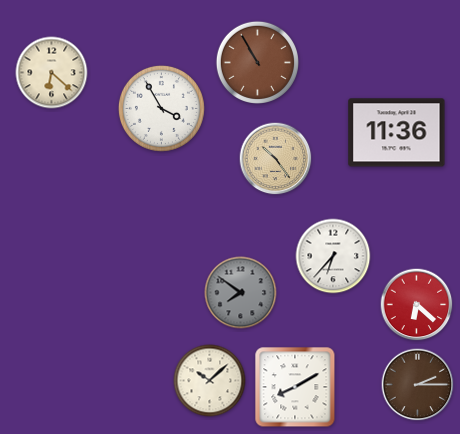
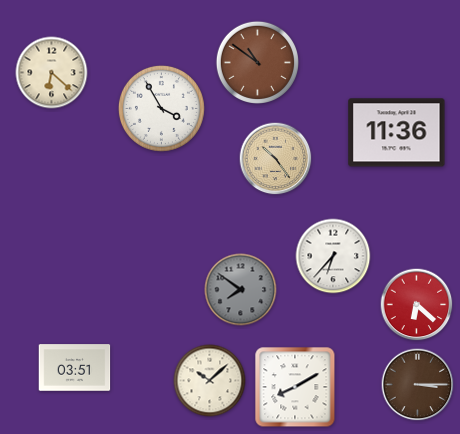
clock at (257, 62): 10:55 -> 10:51
clock at (241, 293) position: (241, 293) -> (241, 290)
clock at (75, 368): none -> 03:51
clock at (418, 385): 2:15 -> 3:15
